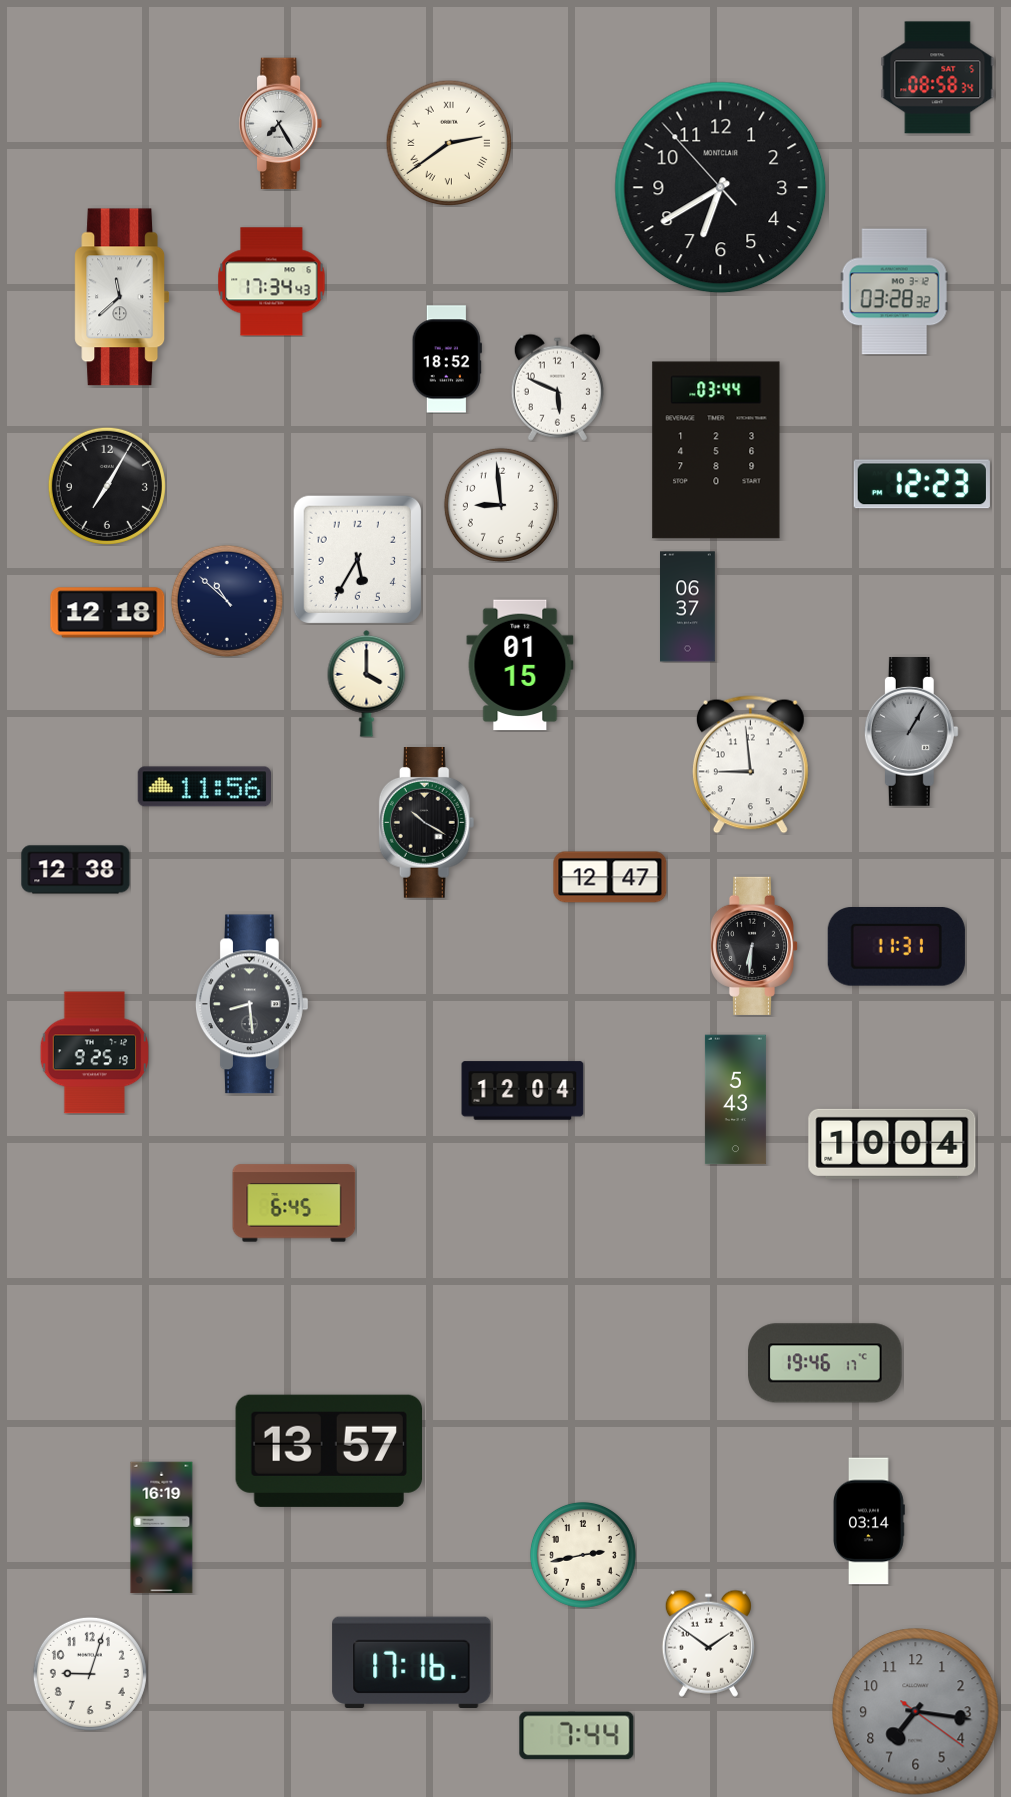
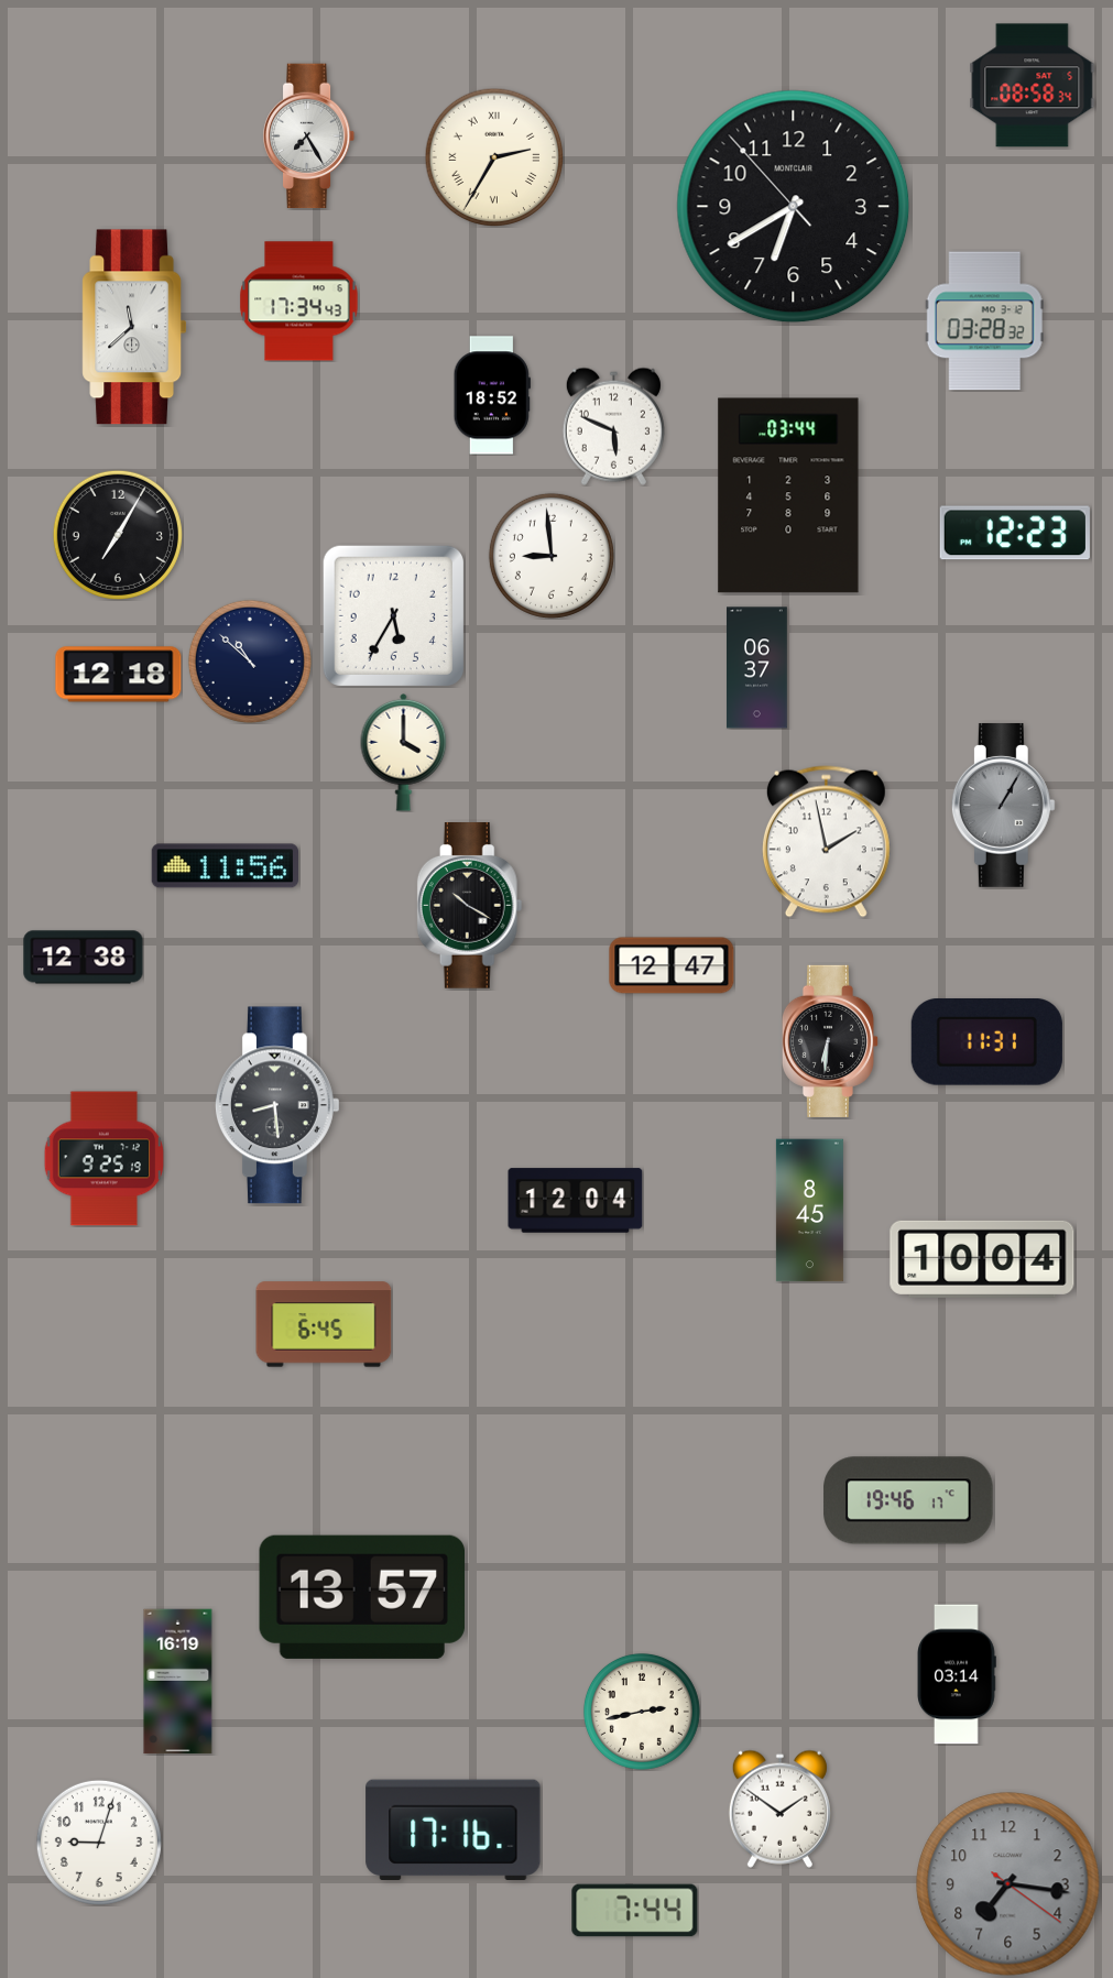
clock at (449, 143): 2:39 -> 2:35
clock at (272, 282) position: (272, 282) -> (299, 302)
clock at (520, 665): 01:15 -> none
clock at (750, 765): 8:59 -> 1:58
clock at (735, 1100): 5:43 -> 8:45
